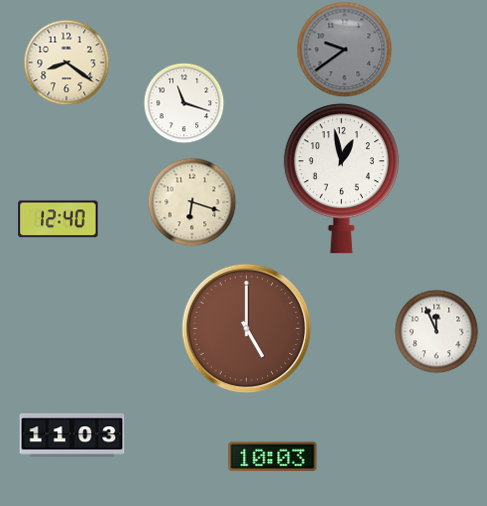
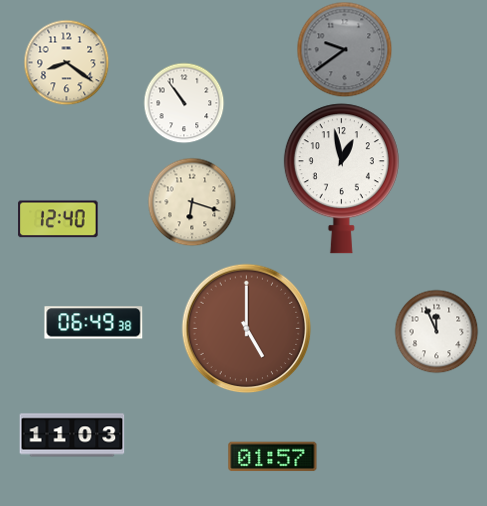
clock at (184, 103): 11:18 -> 10:54
clock at (94, 323): none -> 06:49
clock at (273, 457): 10:03 -> 01:57
